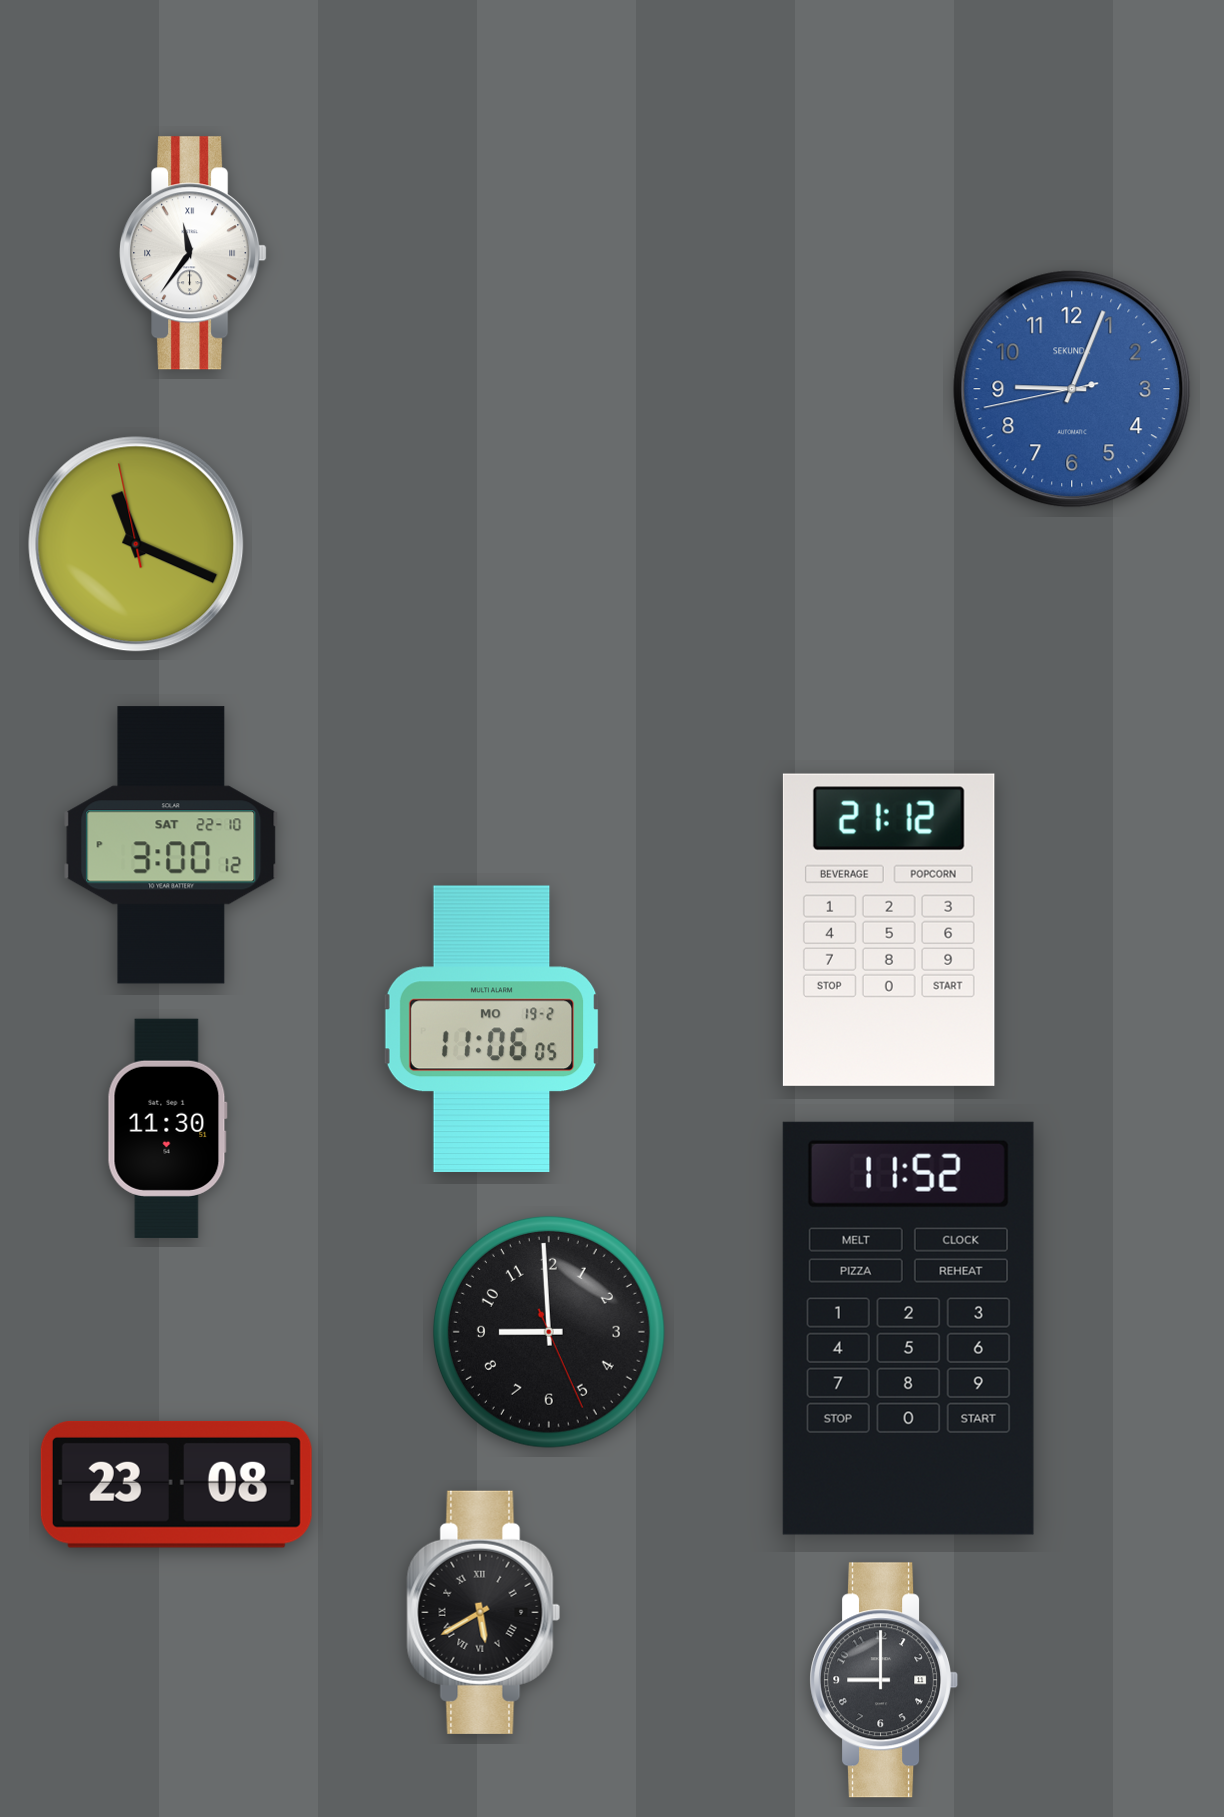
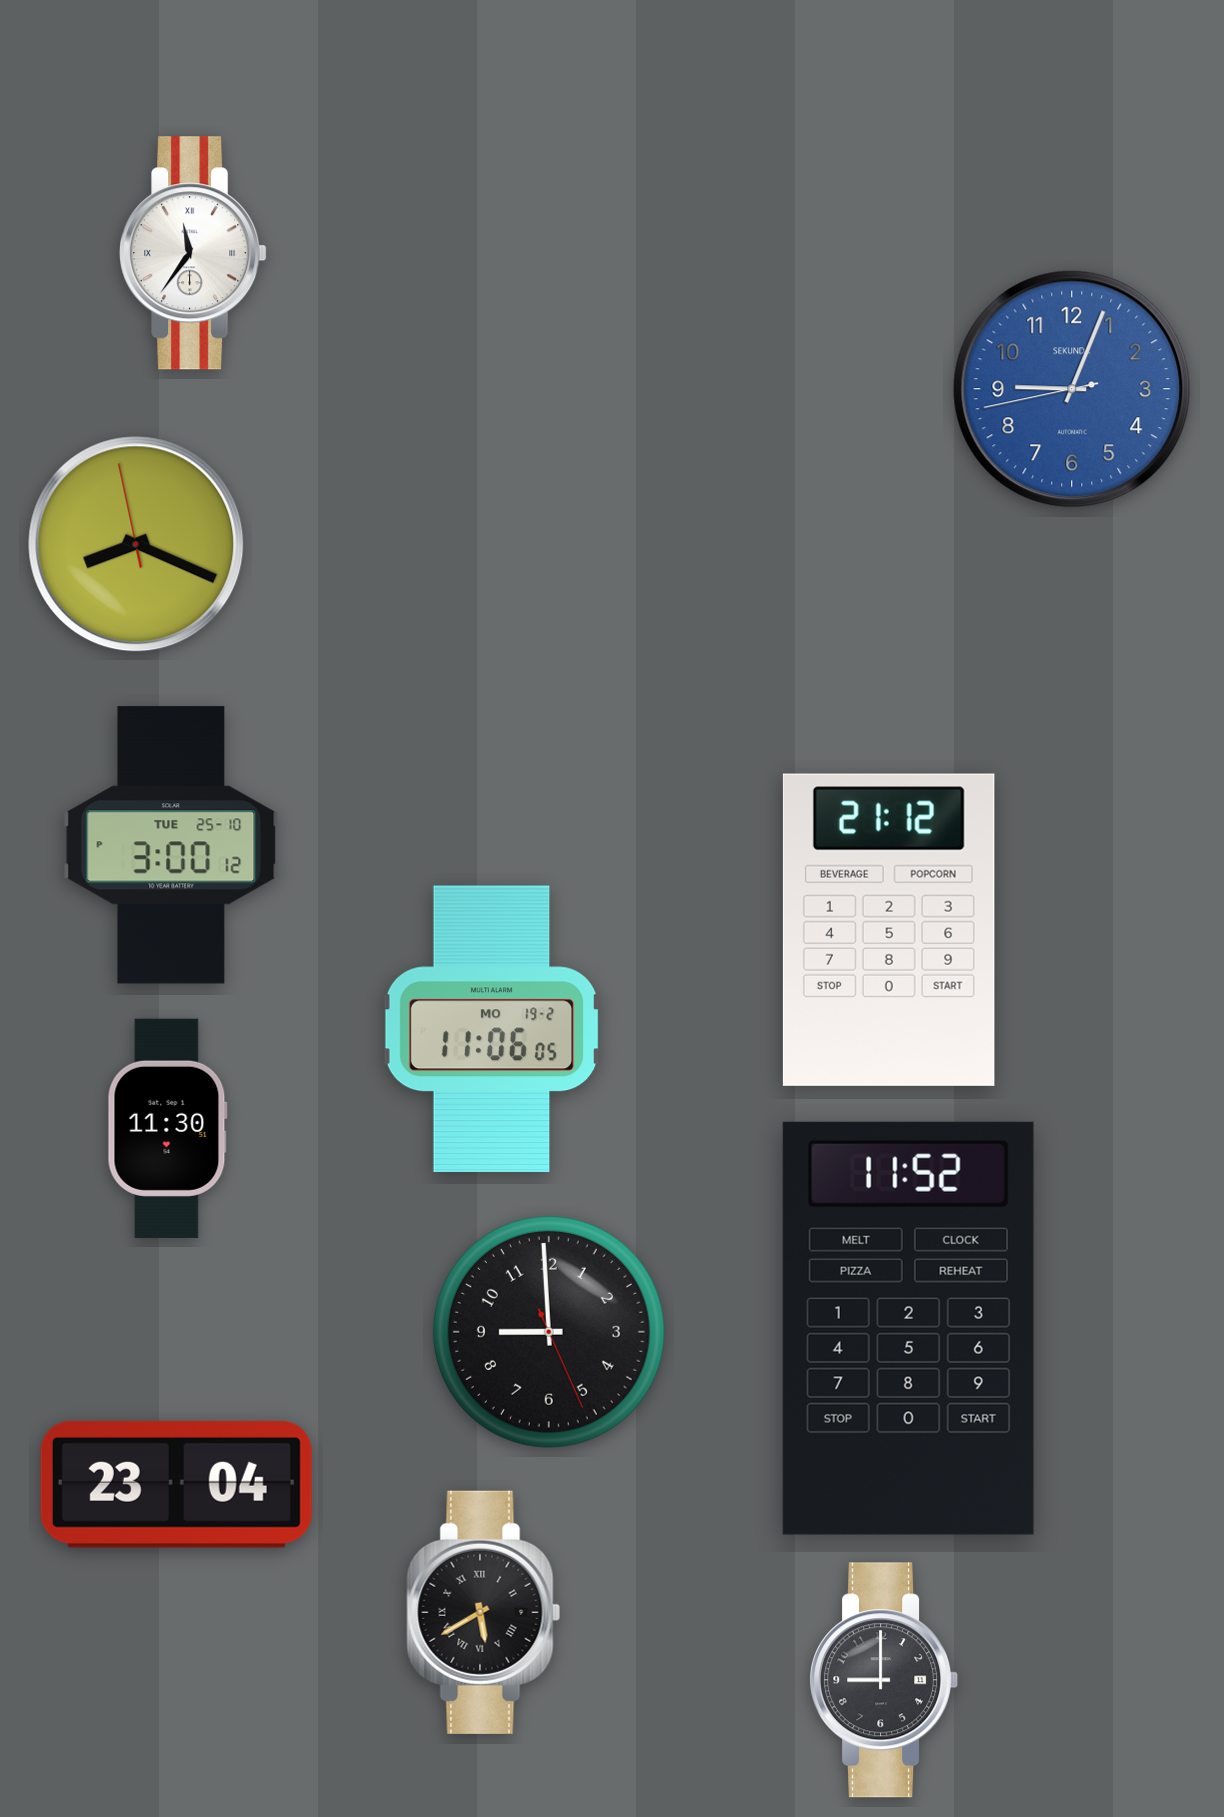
clock at (136, 544): 11:18 -> 8:18
clock at (171, 845) date: SAT 22-10 -> TUE 25-10
clock at (176, 1484): 23:08 -> 23:04
